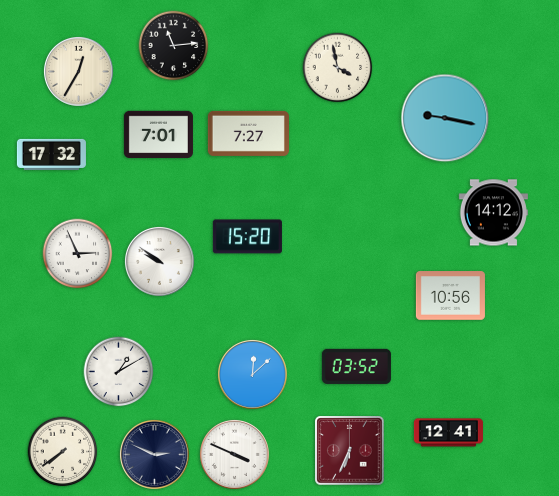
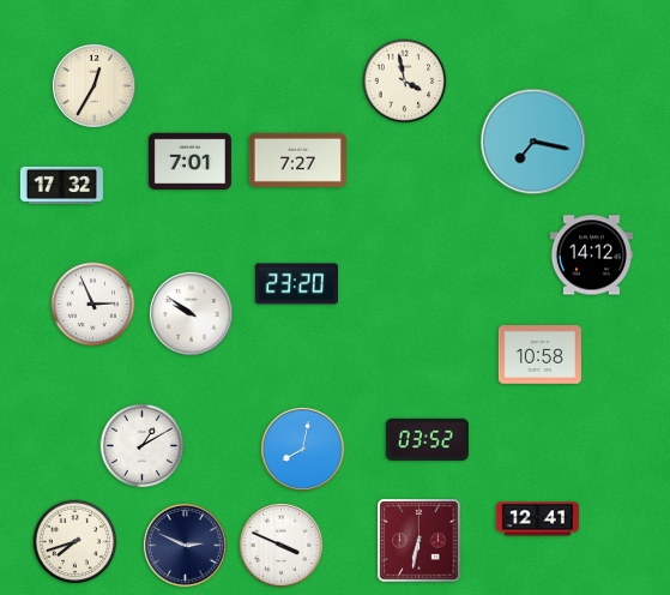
clock at (174, 46): 11:14 -> none
clock at (445, 118): 9:17 -> 7:17
clock at (247, 237): 15:20 -> 23:20
clock at (450, 296): 10:56 -> 10:58
clock at (252, 374): 12:08 -> 8:02
clock at (350, 451): 6:34 -> 6:32
clock at (63, 452): 7:39 -> 7:42
